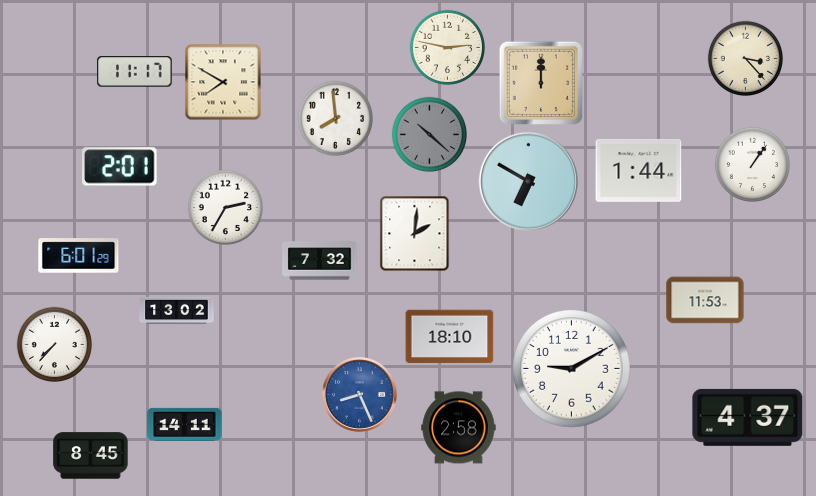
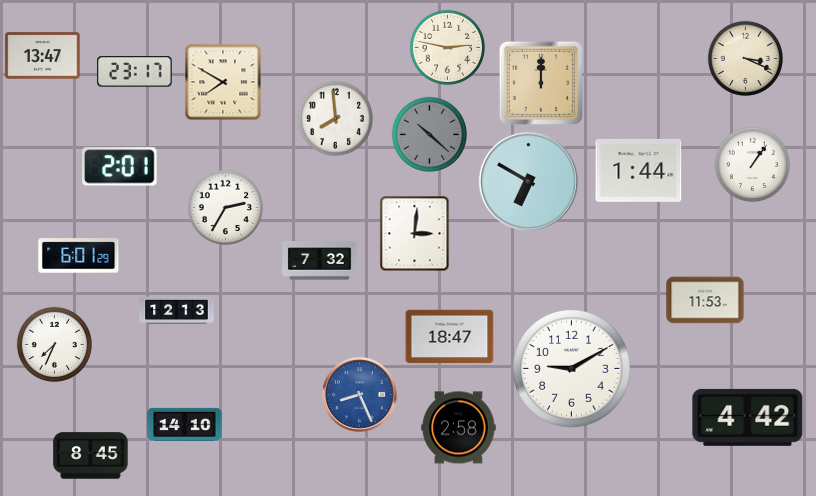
clock at (43, 56): none -> 13:47
clock at (746, 59): 3:23 -> 3:19
clock at (135, 72): 11:17 -> 23:17
clock at (415, 234): 2:01 -> 3:01
clock at (177, 311): 13:02 -> 12:13
clock at (450, 337): 18:10 -> 18:47
clock at (55, 345): 7:37 -> 7:34
clock at (748, 417): 4:37 -> 4:42
clock at (185, 424): 14:11 -> 14:10
